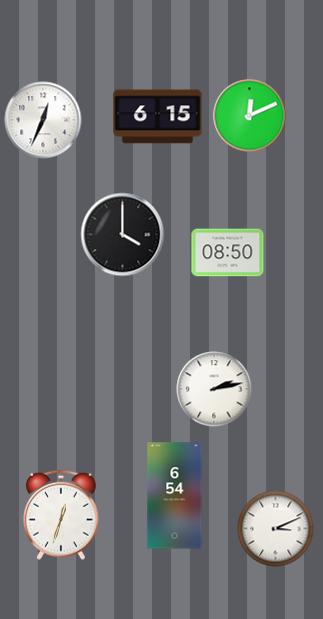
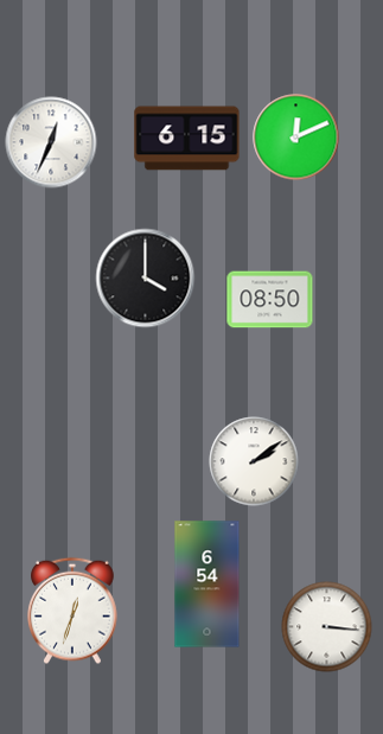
clock at (214, 389): 2:13 -> 2:09
clock at (175, 496) position: (175, 496) -> (208, 585)
clock at (276, 529): 3:11 -> 3:16
